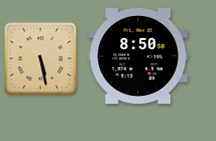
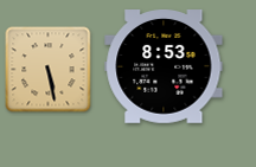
clock at (138, 57): 8:50 -> 8:53
